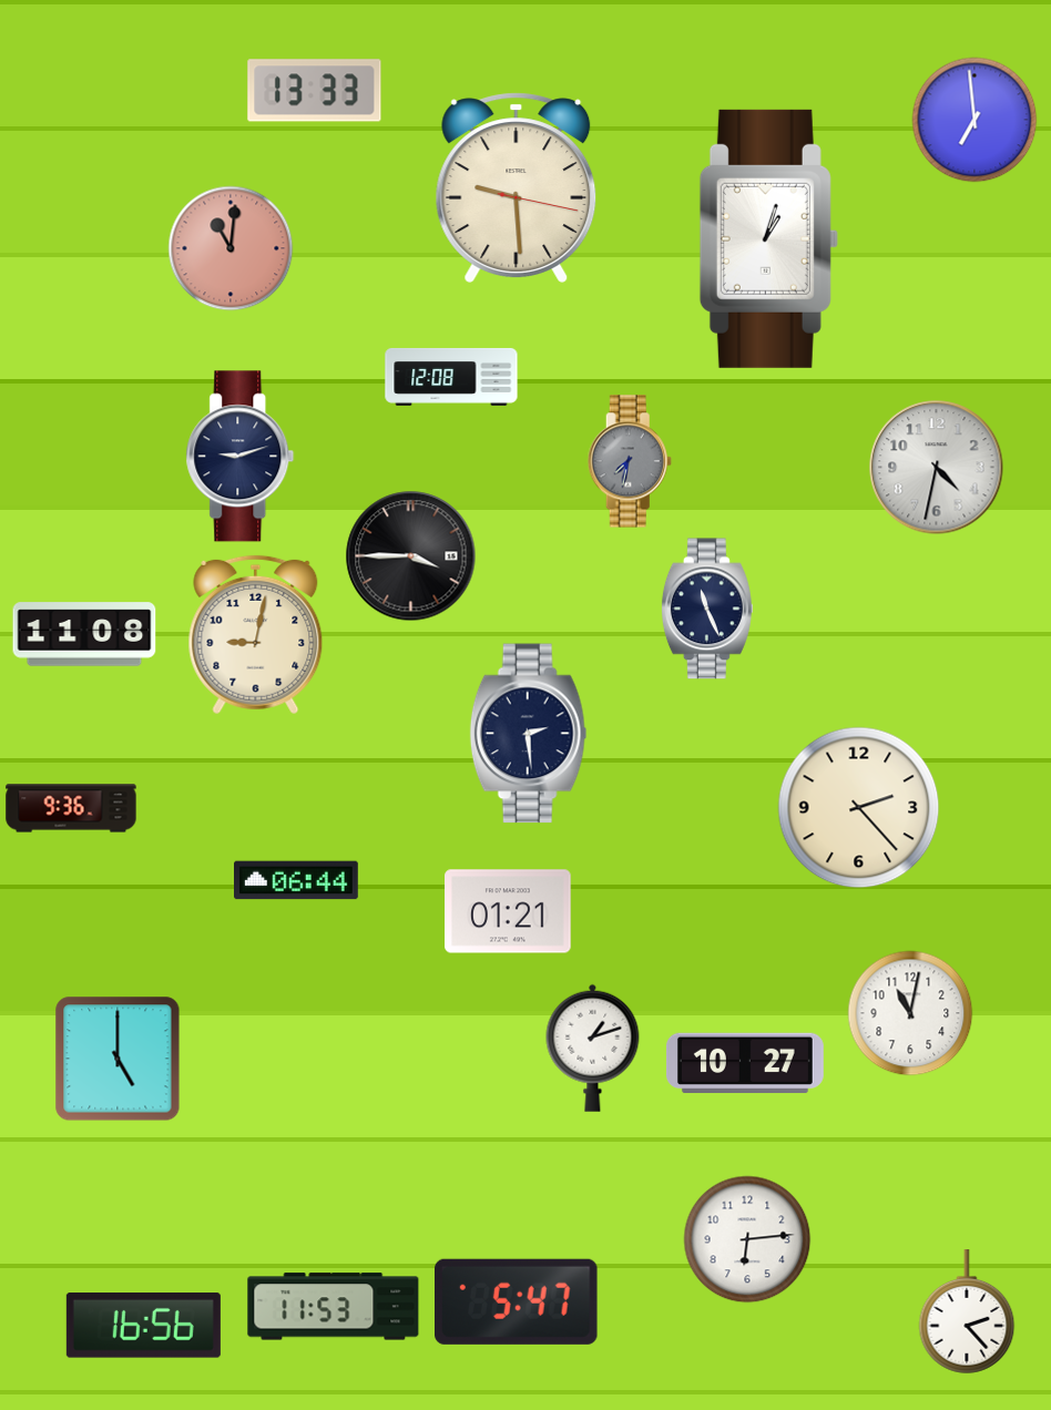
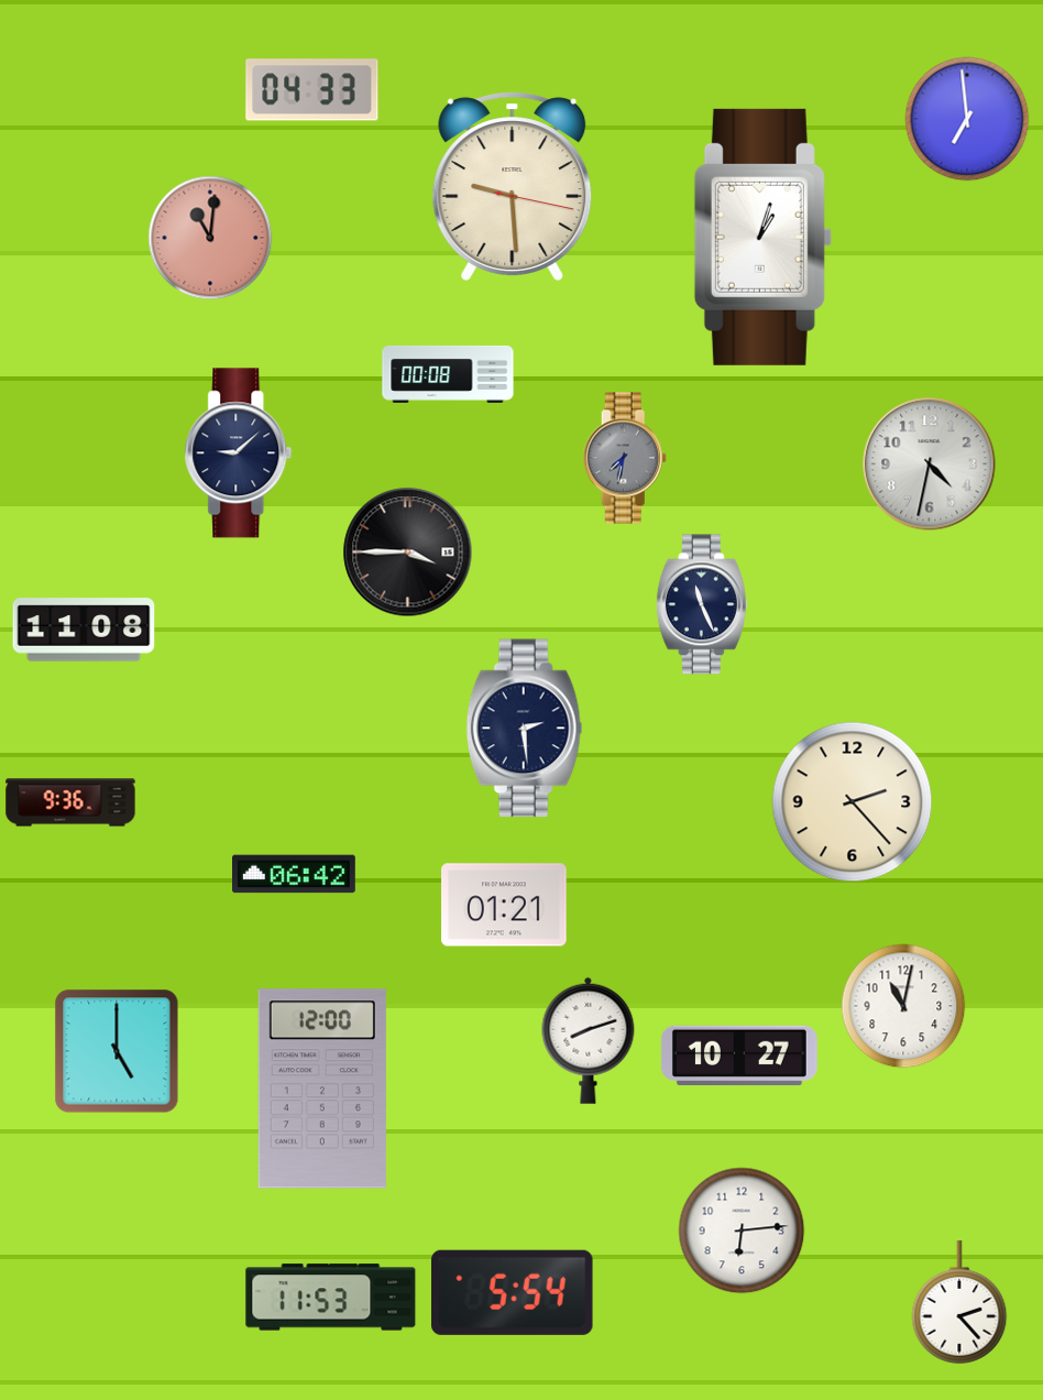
clock at (315, 91): 13:33 -> 04:33
clock at (231, 248) position: (231, 248) -> (210, 238)
clock at (451, 377): 12:08 -> 00:08
clock at (241, 457): 9:12 -> 9:08
clock at (256, 635): 9:02 -> none
clock at (297, 880): 06:44 -> 06:42
clock at (593, 1048): 1:12 -> 8:12
clock at (322, 1089): none -> 12:00
clock at (517, 1301): 5:47 -> 5:54
clock at (143, 1326): 16:56 -> none
